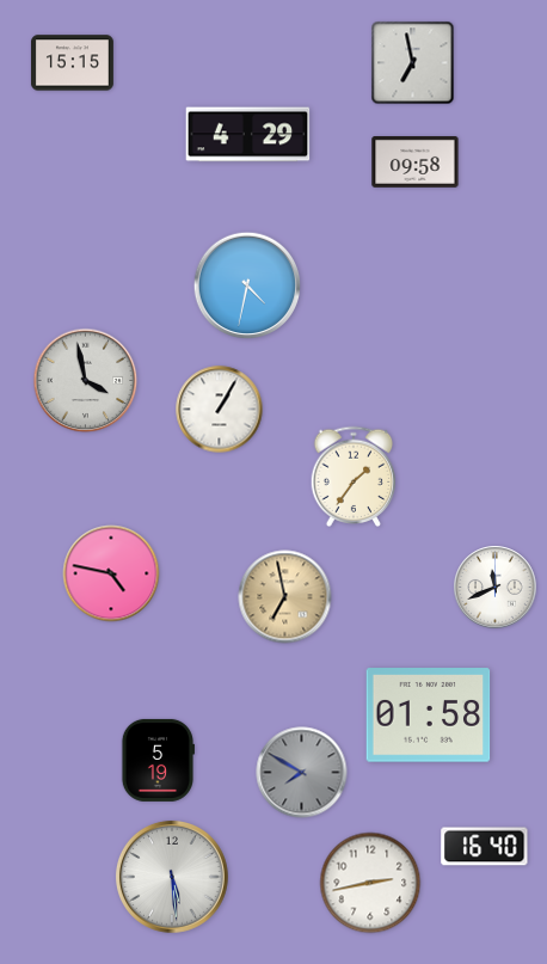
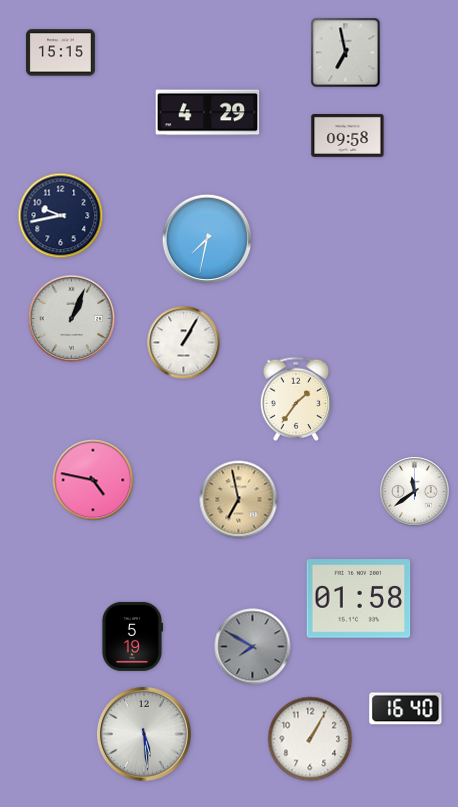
clock at (61, 216): none -> 9:43
clock at (247, 285): 4:32 -> 7:32
clock at (86, 381): 3:58 -> 1:04
clock at (496, 588): 11:41 -> 11:39
clock at (370, 883): 2:43 -> 1:05
